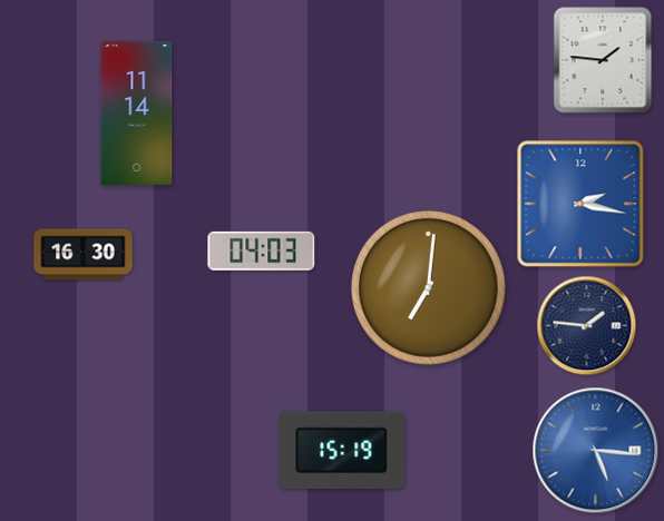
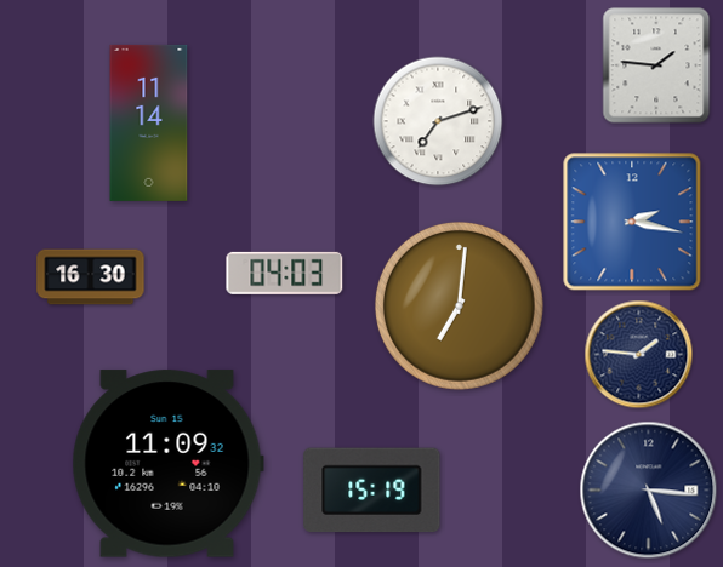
clock at (438, 121): none -> 7:12
clock at (428, 287) position: (428, 287) -> (459, 305)
clock at (167, 464): none -> 11:09
clock at (596, 451) dial: blue -> navy
